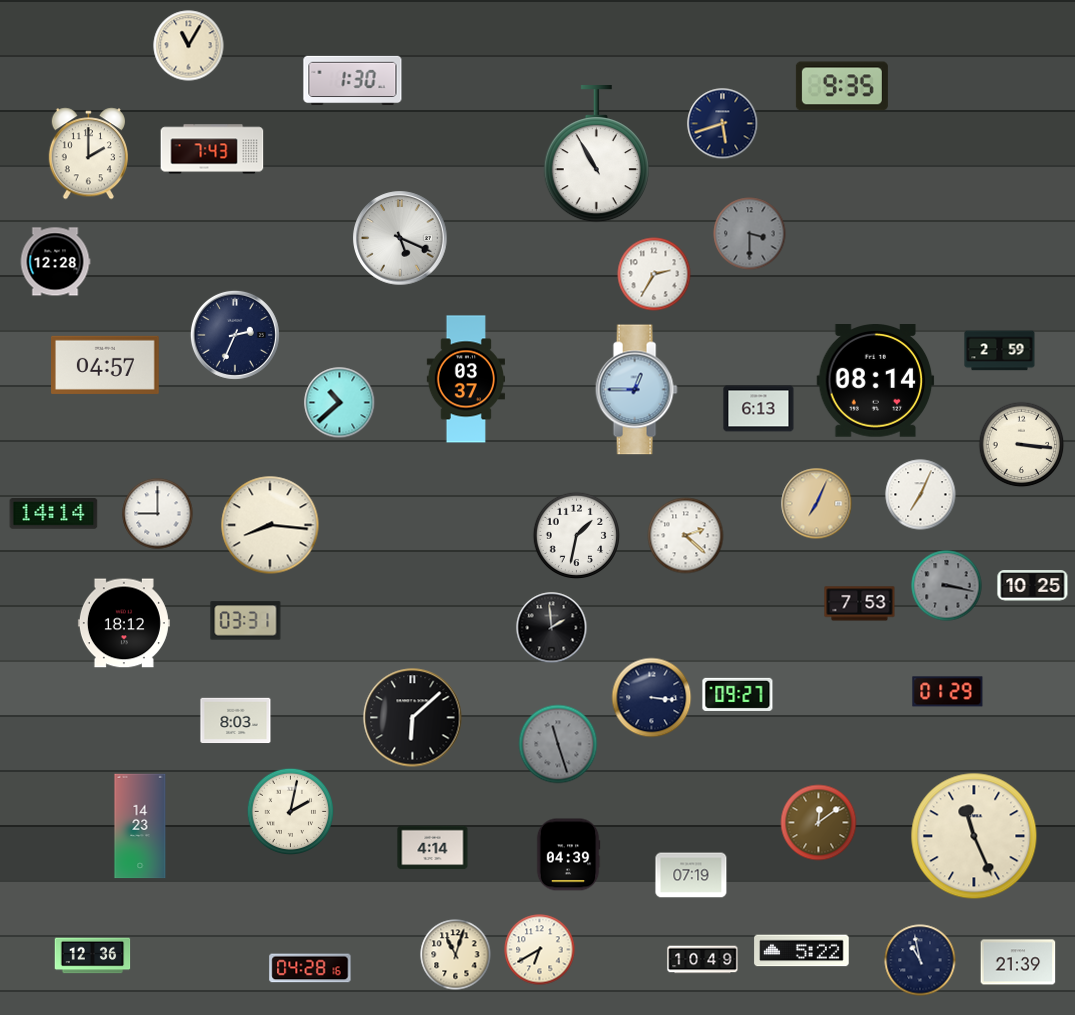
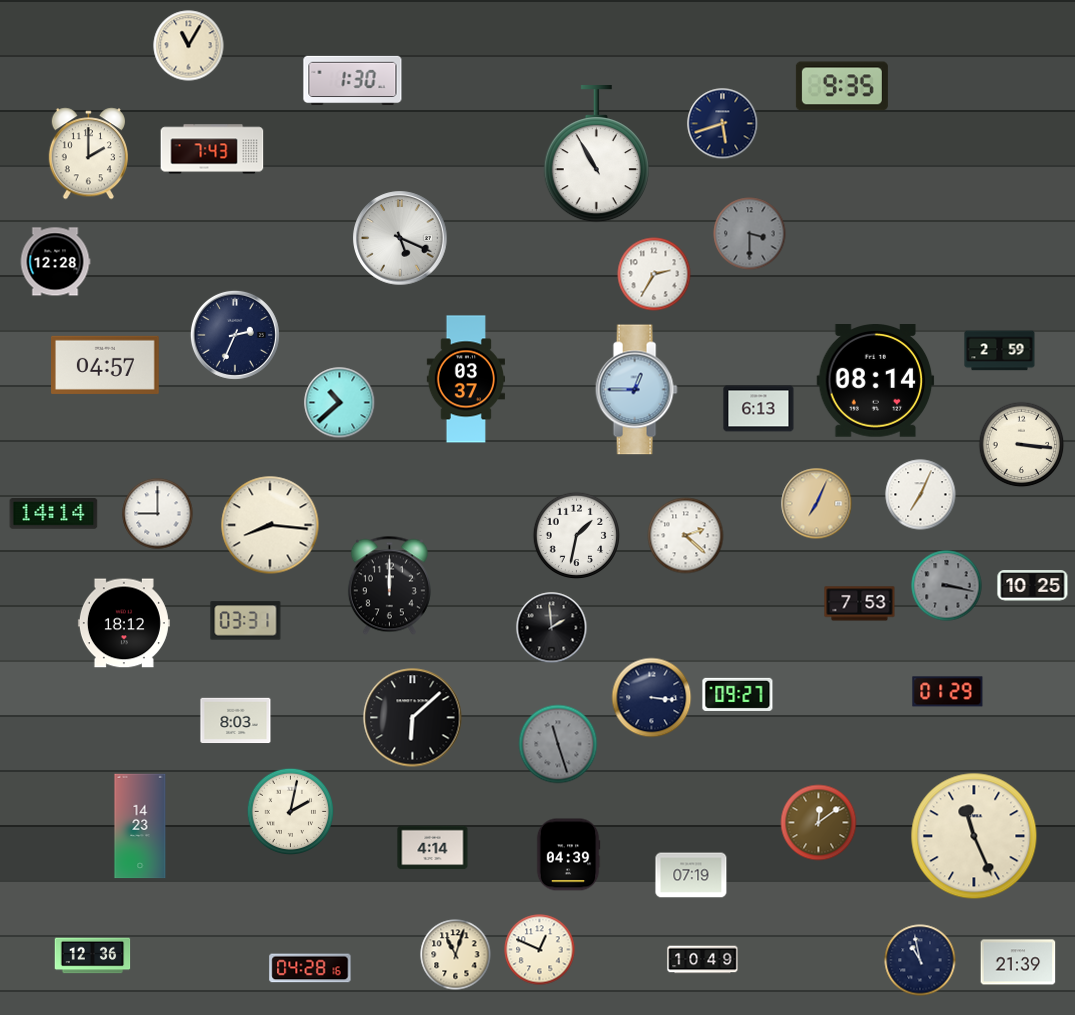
clock at (389, 586): none -> 12:00
clock at (540, 950): 6:40 -> 12:49
clock at (802, 951): 5:22 -> none
